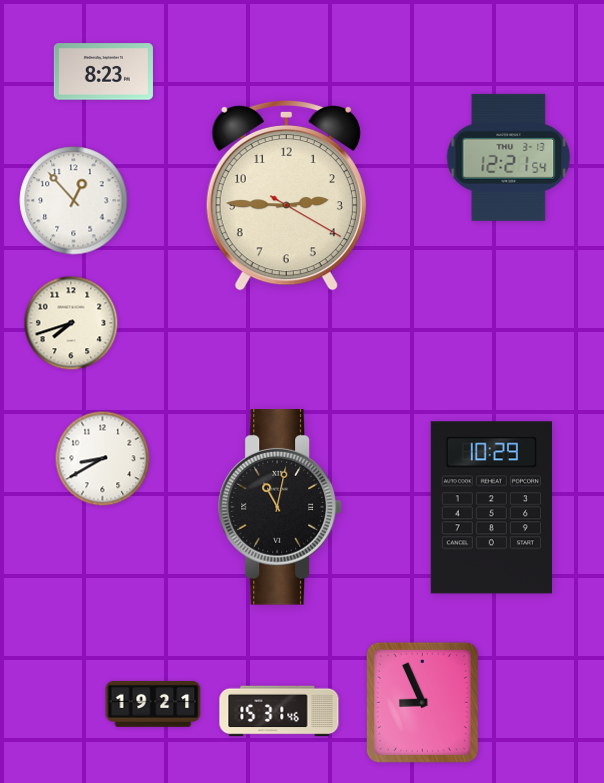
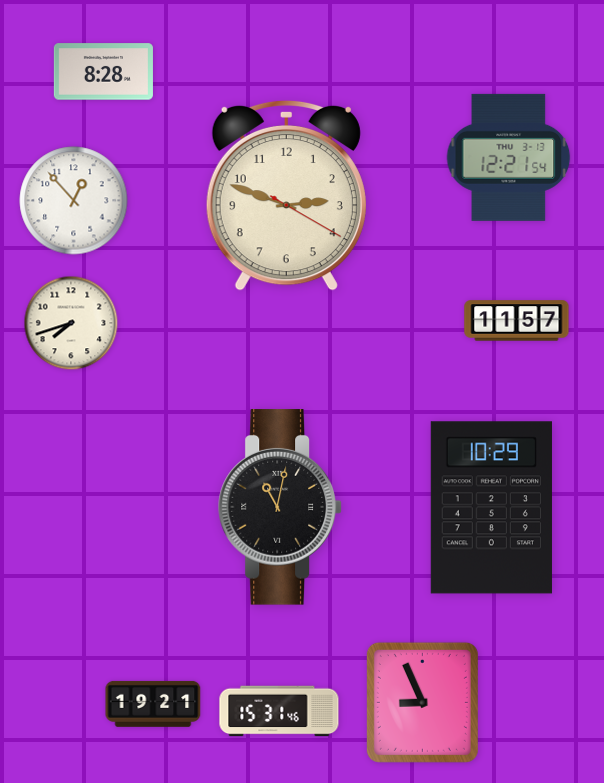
clock at (103, 72): 8:23 -> 8:28
clock at (286, 195): 2:45 -> 2:48
clock at (517, 321): none -> 11:57
clock at (103, 459): 8:40 -> none
